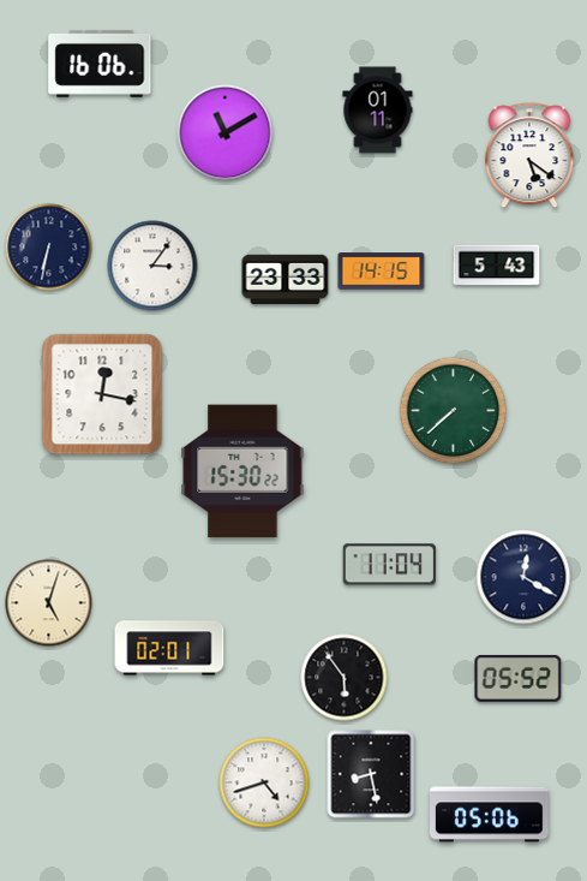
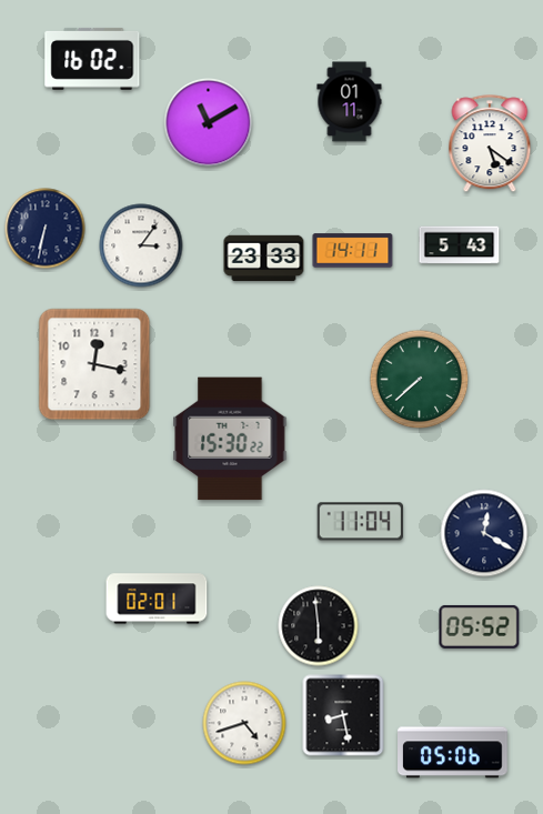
clock at (100, 64): 16:06 -> 16:02
clock at (382, 272): 14:15 -> 14:11
clock at (242, 471) position: (242, 471) -> (230, 439)
clock at (49, 603): 5:03 -> none
clock at (345, 678): 5:54 -> 5:59
